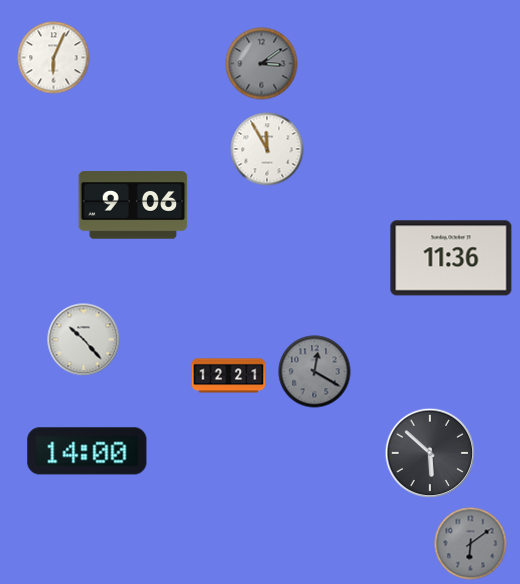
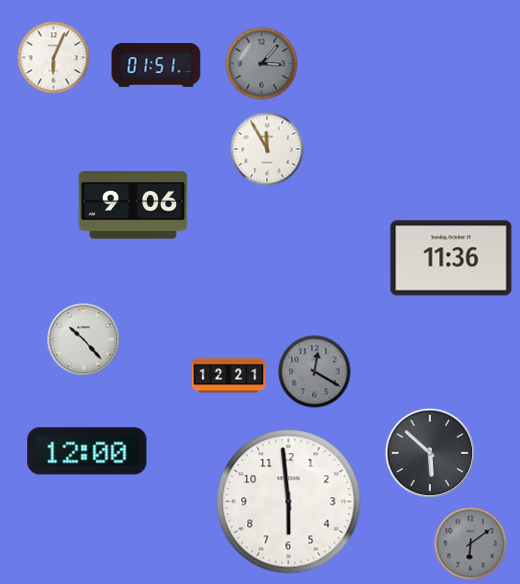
clock at (262, 64): 3:09 -> 3:07
clock at (156, 65): none -> 01:51
clock at (87, 451): 14:00 -> 12:00
clock at (289, 502): none -> 5:59
